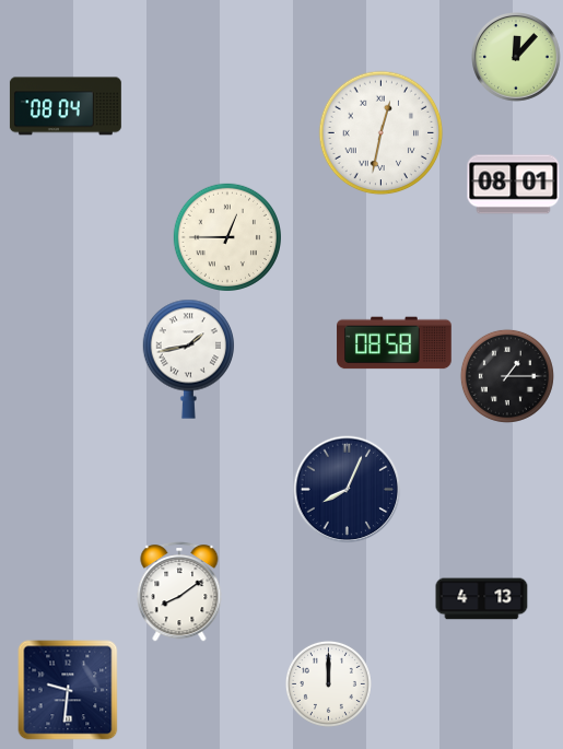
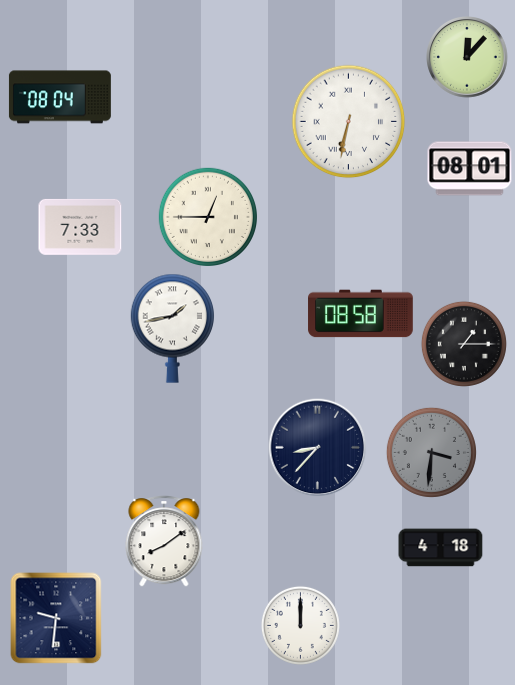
clock at (517, 58) position: (517, 58) -> (468, 58)
clock at (382, 133): 12:32 -> 6:32
clock at (80, 227): none -> 7:33
clock at (348, 490): 8:04 -> 8:37
clock at (431, 452): none -> 3:31
clock at (482, 599): 4:13 -> 4:18
clock at (68, 690) position: (68, 690) -> (56, 618)
